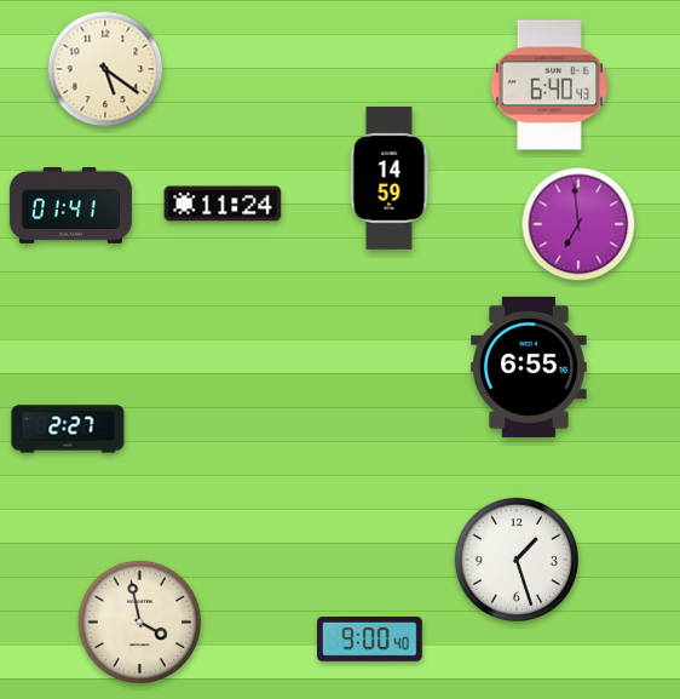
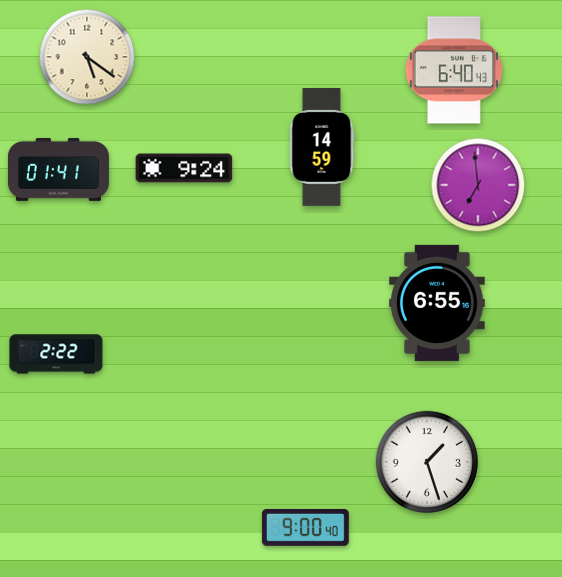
clock at (223, 204): 11:24 -> 9:24
clock at (68, 429): 2:27 -> 2:22
clock at (139, 621): 3:58 -> none
